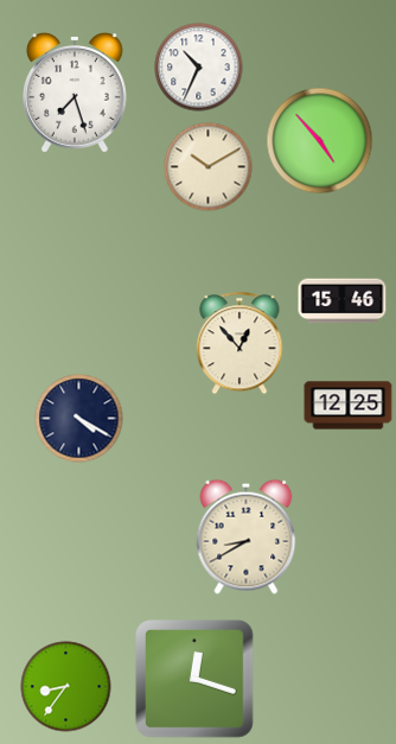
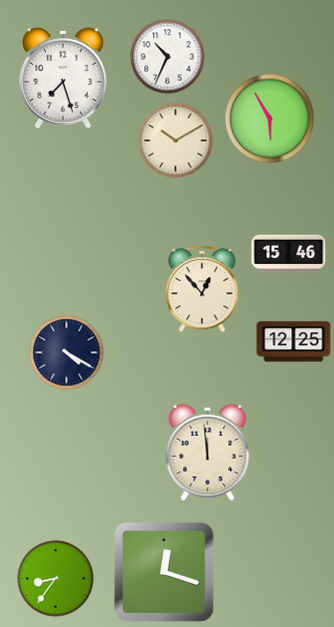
clock at (320, 141): 4:53 -> 5:55
clock at (247, 536): 8:40 -> 11:59
